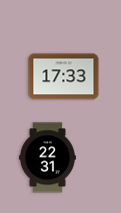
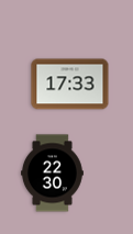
clock at (48, 158): 22:31 -> 22:30
